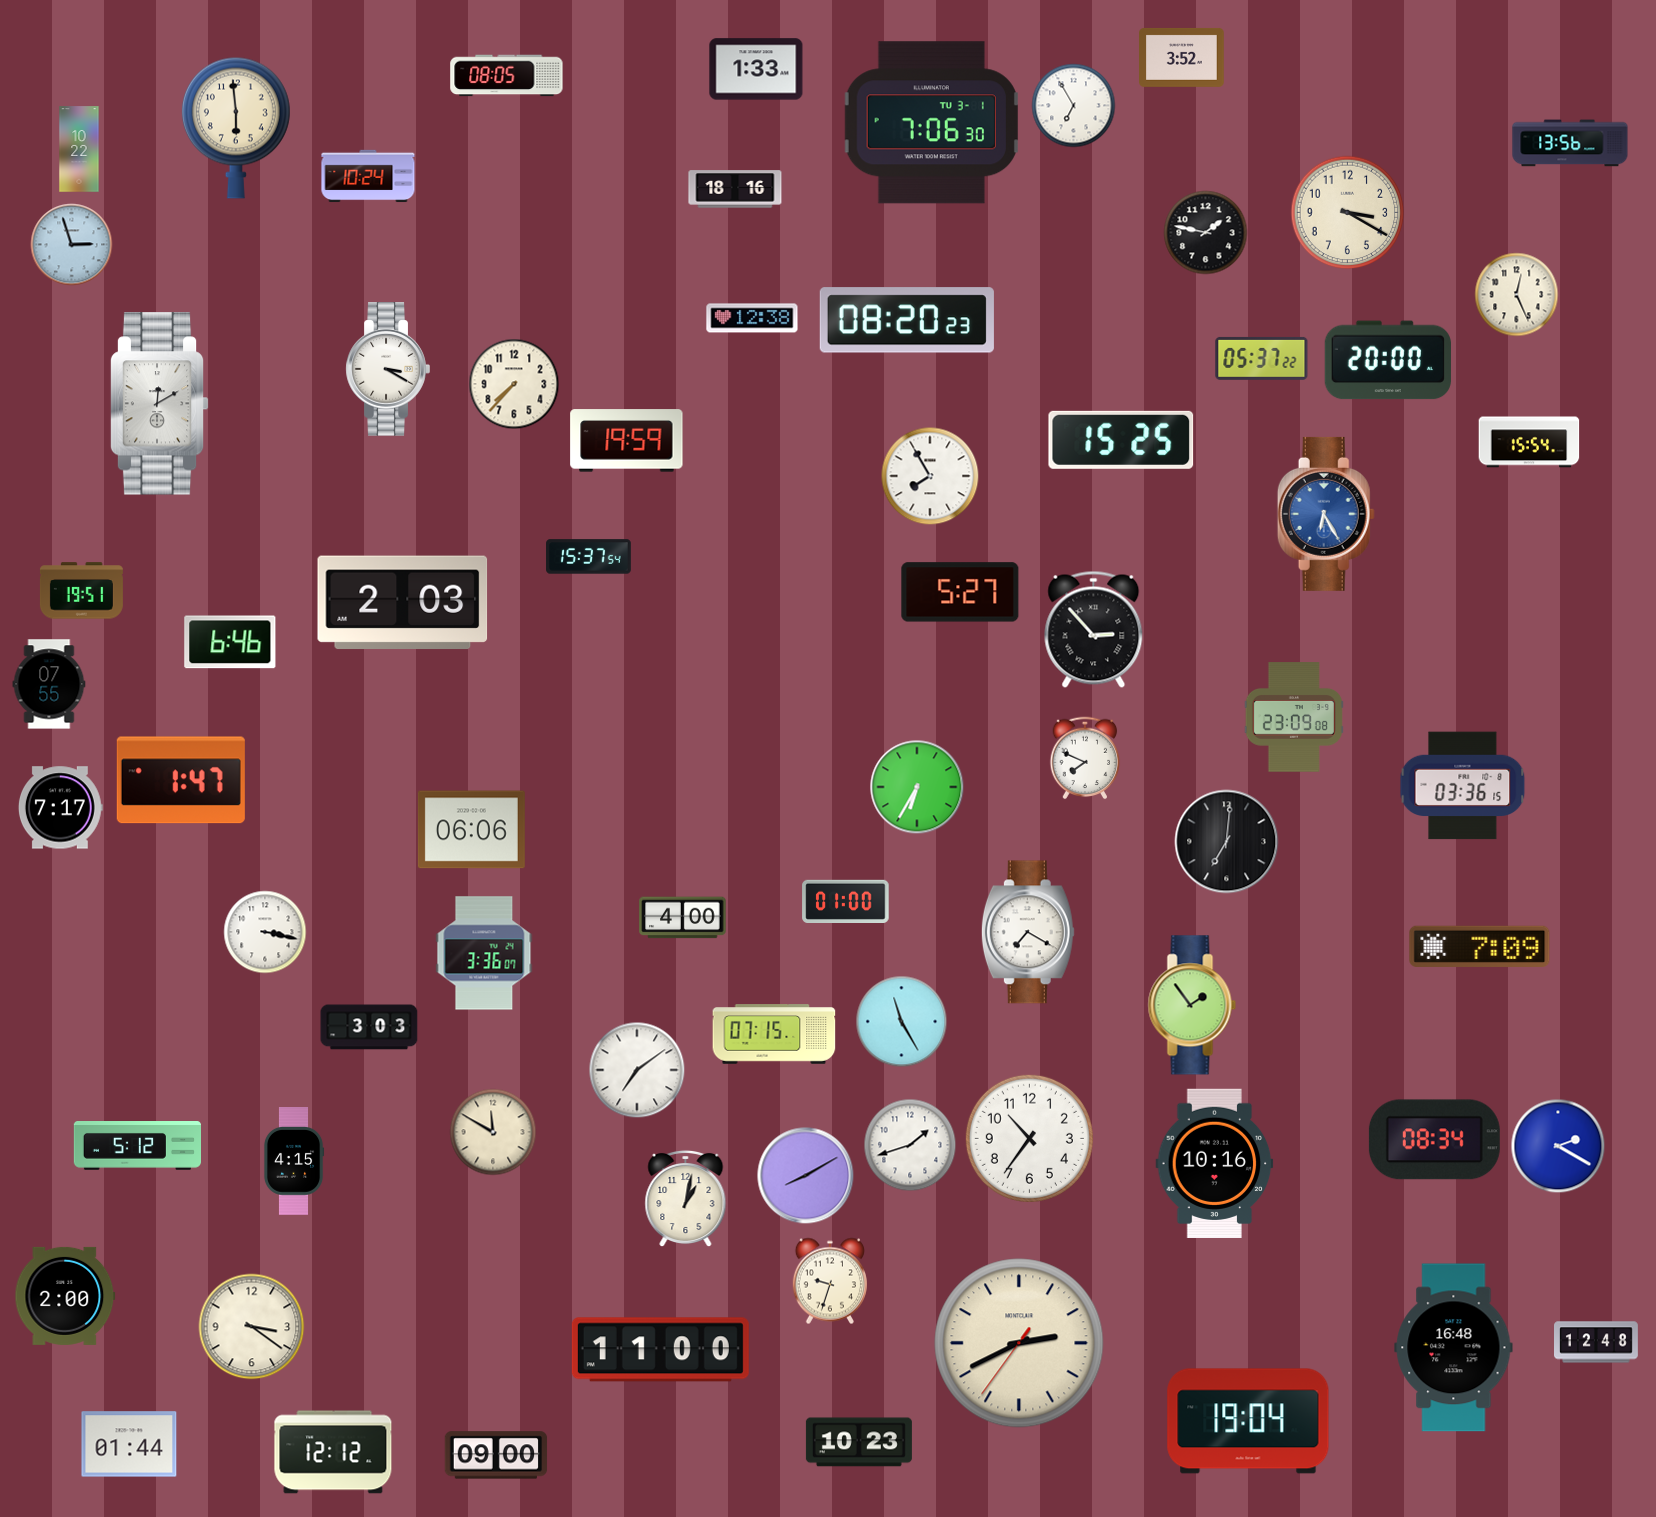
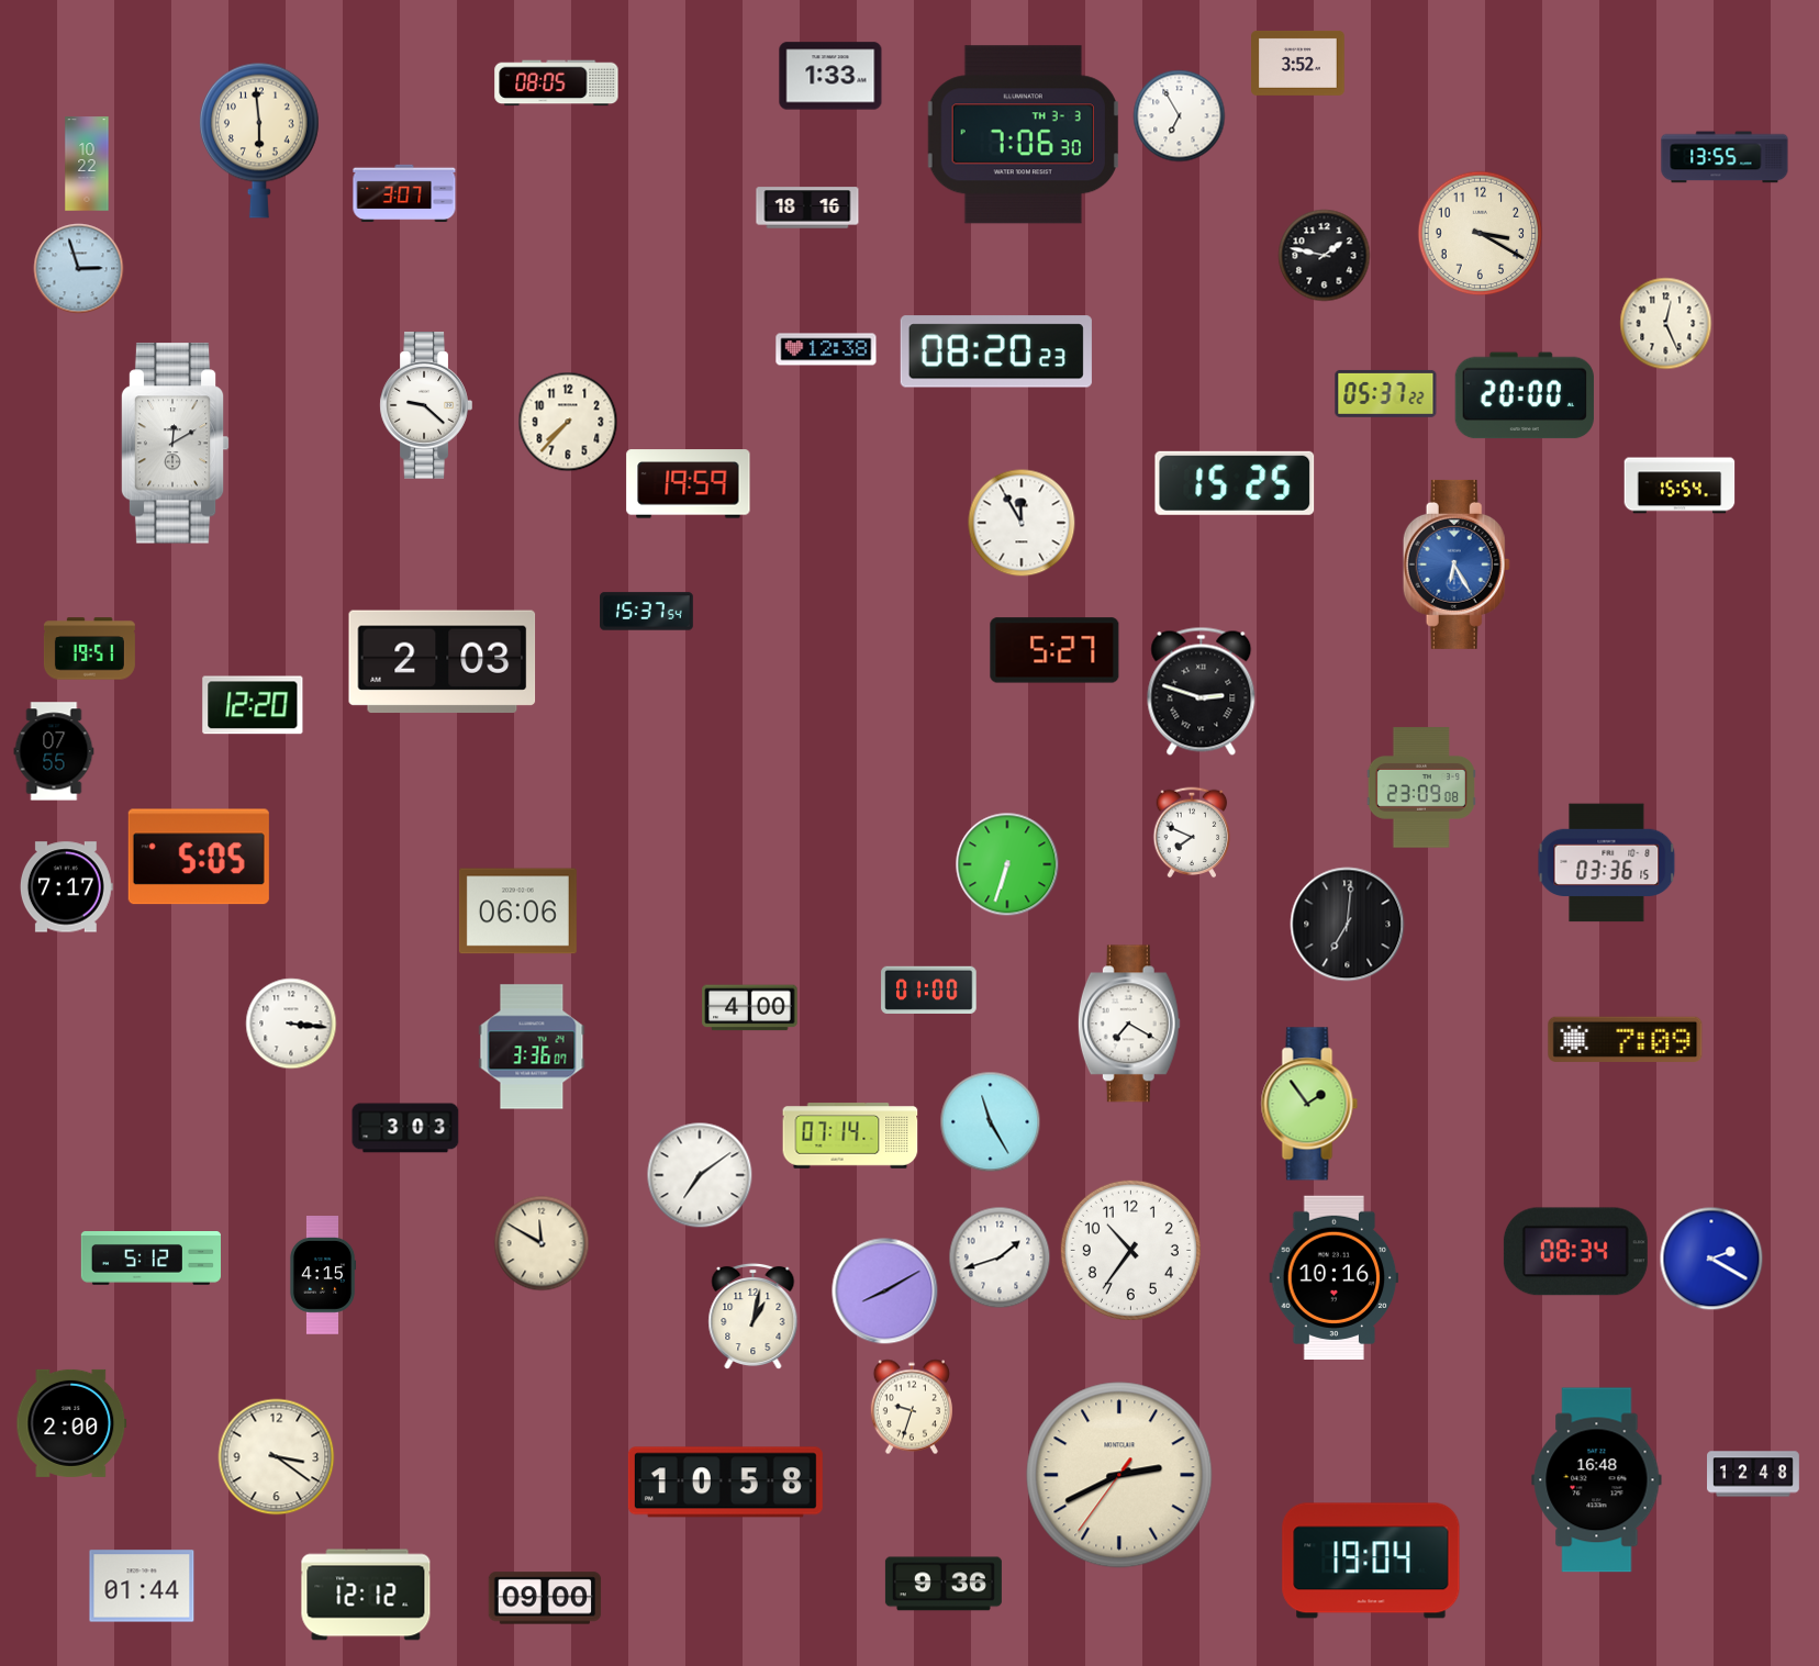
clock at (931, 123) date: TU 3-1 -> TH 3-3
clock at (1570, 143): 13:56 -> 13:55
clock at (368, 176): 10:24 -> 3:07
clock at (388, 369): 3:20 -> 9:22
clock at (514, 384) position: (514, 384) -> (568, 422)
clock at (1121, 440) position: (1121, 440) -> (1235, 483)
clock at (930, 476): 7:55 -> 11:55
clock at (1094, 629): 2:53 -> 2:48
clock at (230, 642): 6:46 -> 12:20
clock at (181, 780): 1:47 -> 5:05
clock at (917, 787): 6:35 -> 6:33
clock at (265, 932): 3:17 -> 3:16
clock at (774, 1034): 07:15 -> 07:14
clock at (660, 1350): 11:00 -> 10:58
clock at (859, 1442): 10:23 -> 9:36
